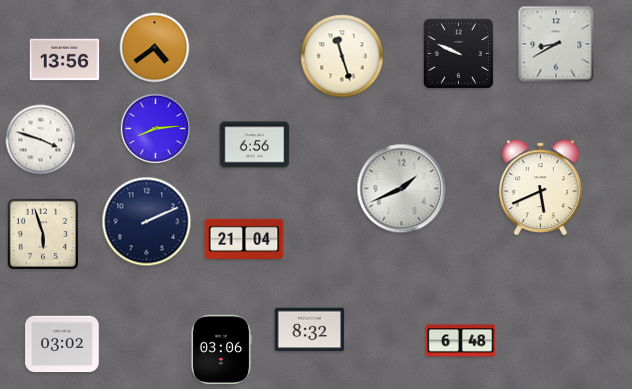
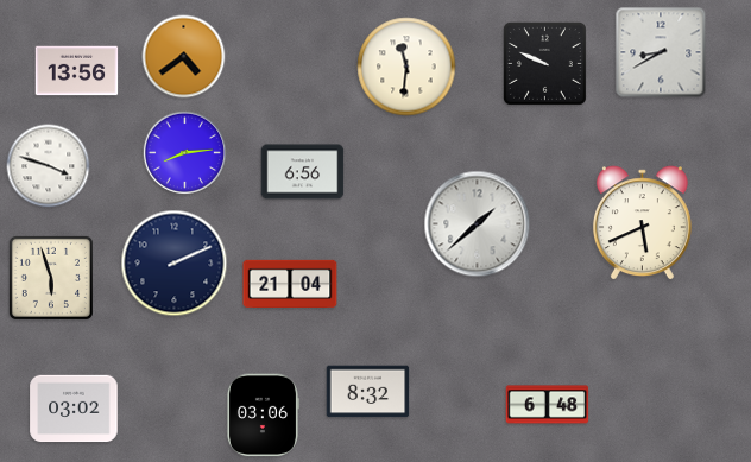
clock at (342, 56): 11:27 -> 11:31
clock at (402, 189): 1:41 -> 1:38
